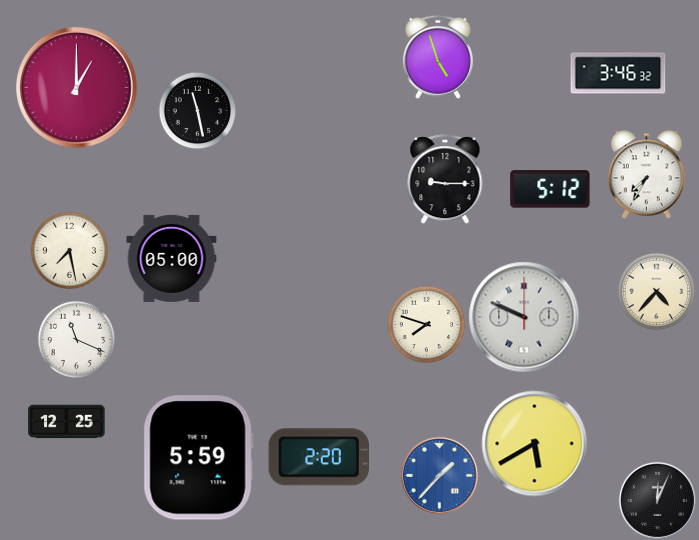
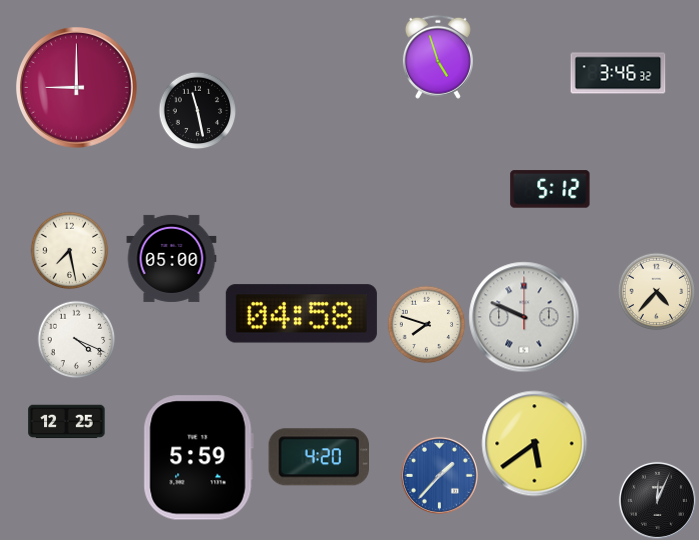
clock at (77, 88): 1:00 -> 9:00
clock at (646, 175): 7:35 -> none
clock at (445, 179): 9:15 -> none
clock at (301, 314): none -> 04:58
clock at (76, 339): 11:19 -> 4:19
clock at (535, 444): 5:40 -> 5:39
clock at (318, 457): 2:20 -> 4:20
